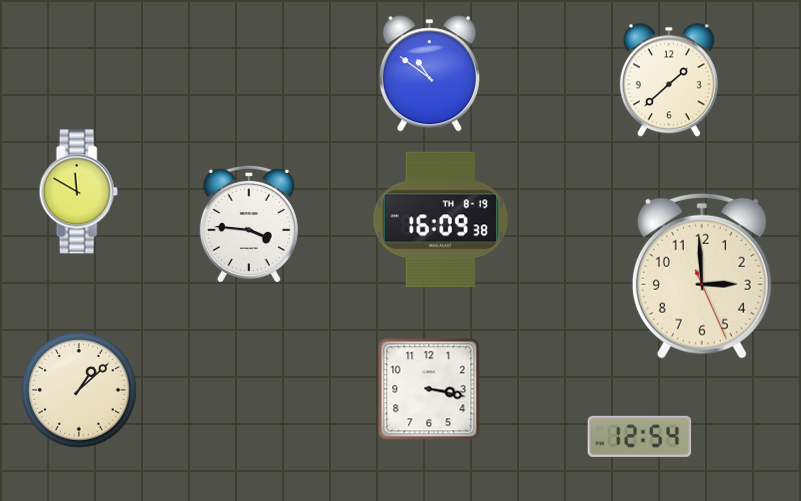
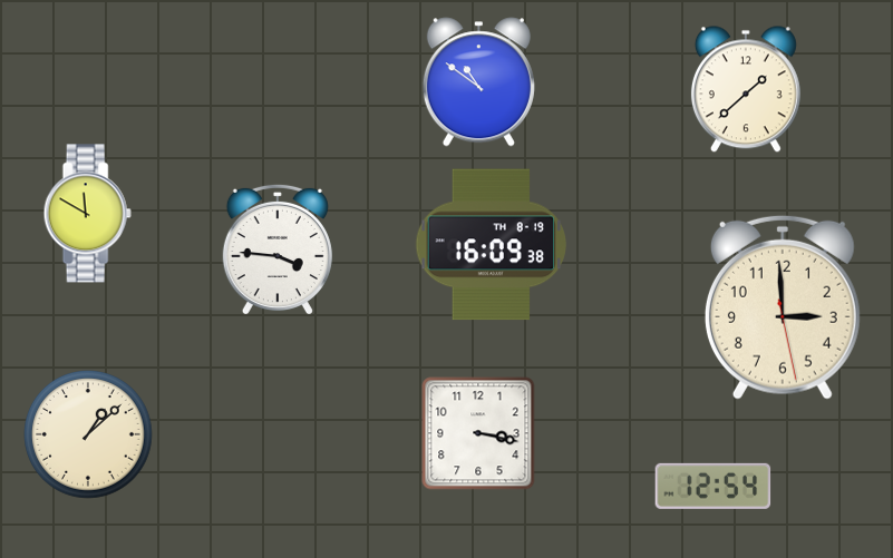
clock at (702, 276): 2:59:26 -> 2:59:28
